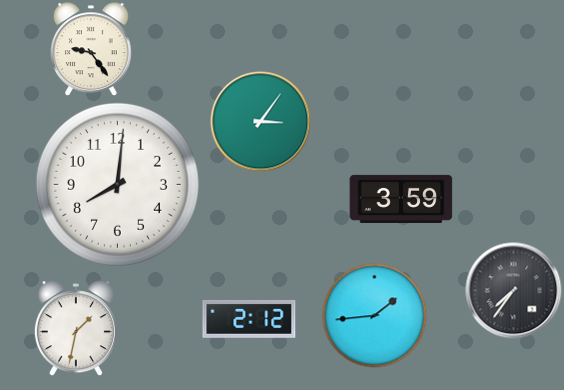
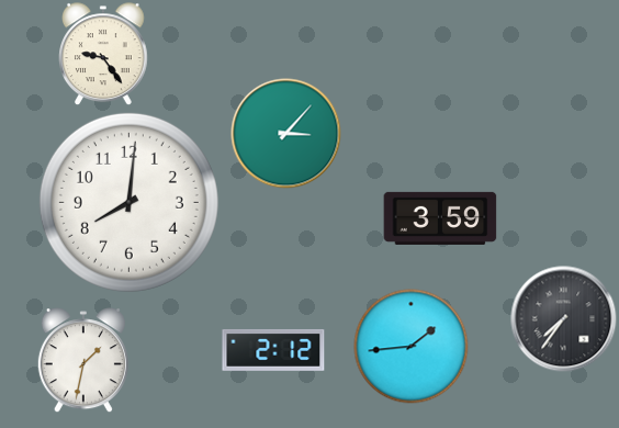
clock at (92, 49) position: (92, 49) -> (104, 54)
clock at (261, 122): 3:06 -> 3:07
